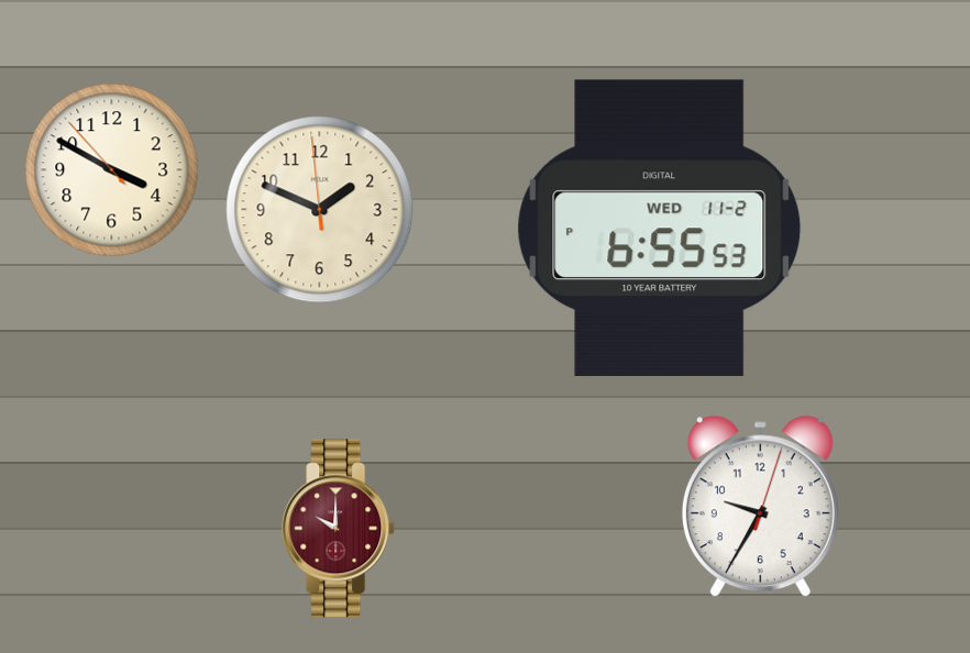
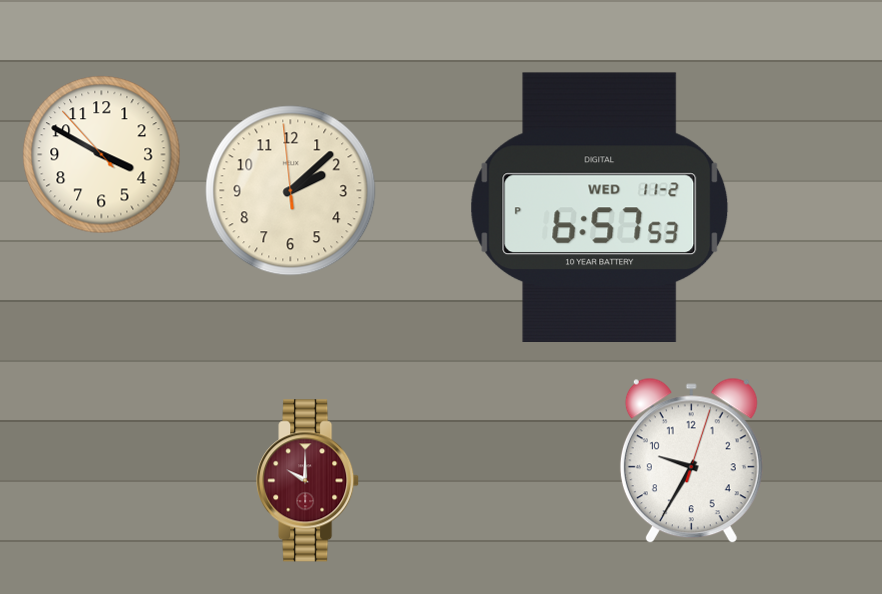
clock at (320, 210): 1:48 -> 2:07
clock at (660, 228): 6:55 -> 6:57
